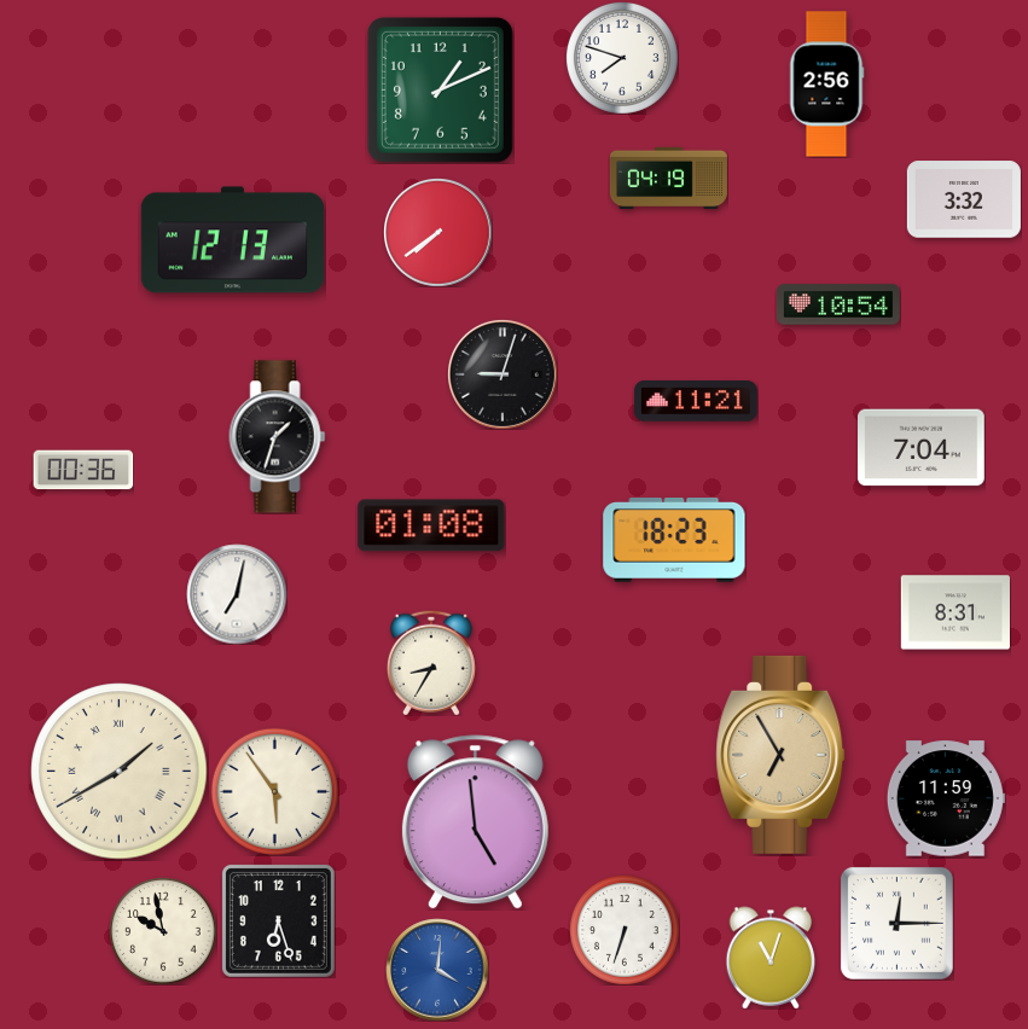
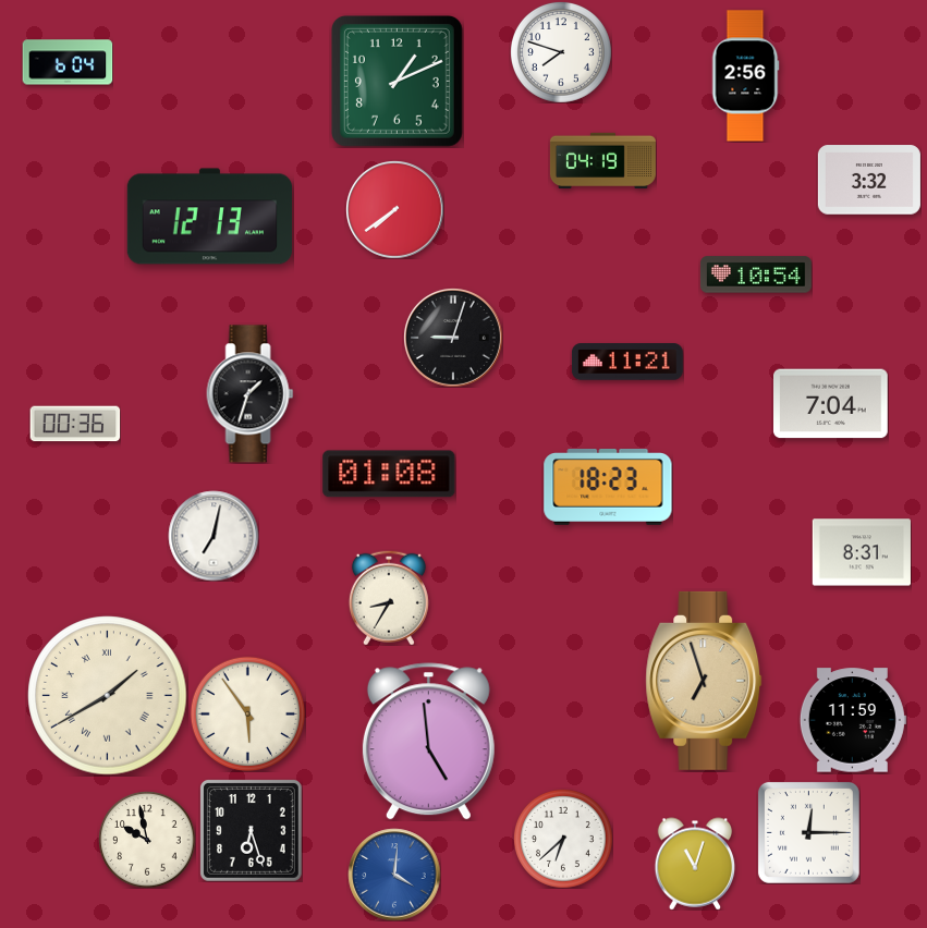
clock at (68, 62): none -> 6:04
clock at (780, 755): 6:55 -> 6:57
clock at (625, 930): 6:33 -> 6:38
